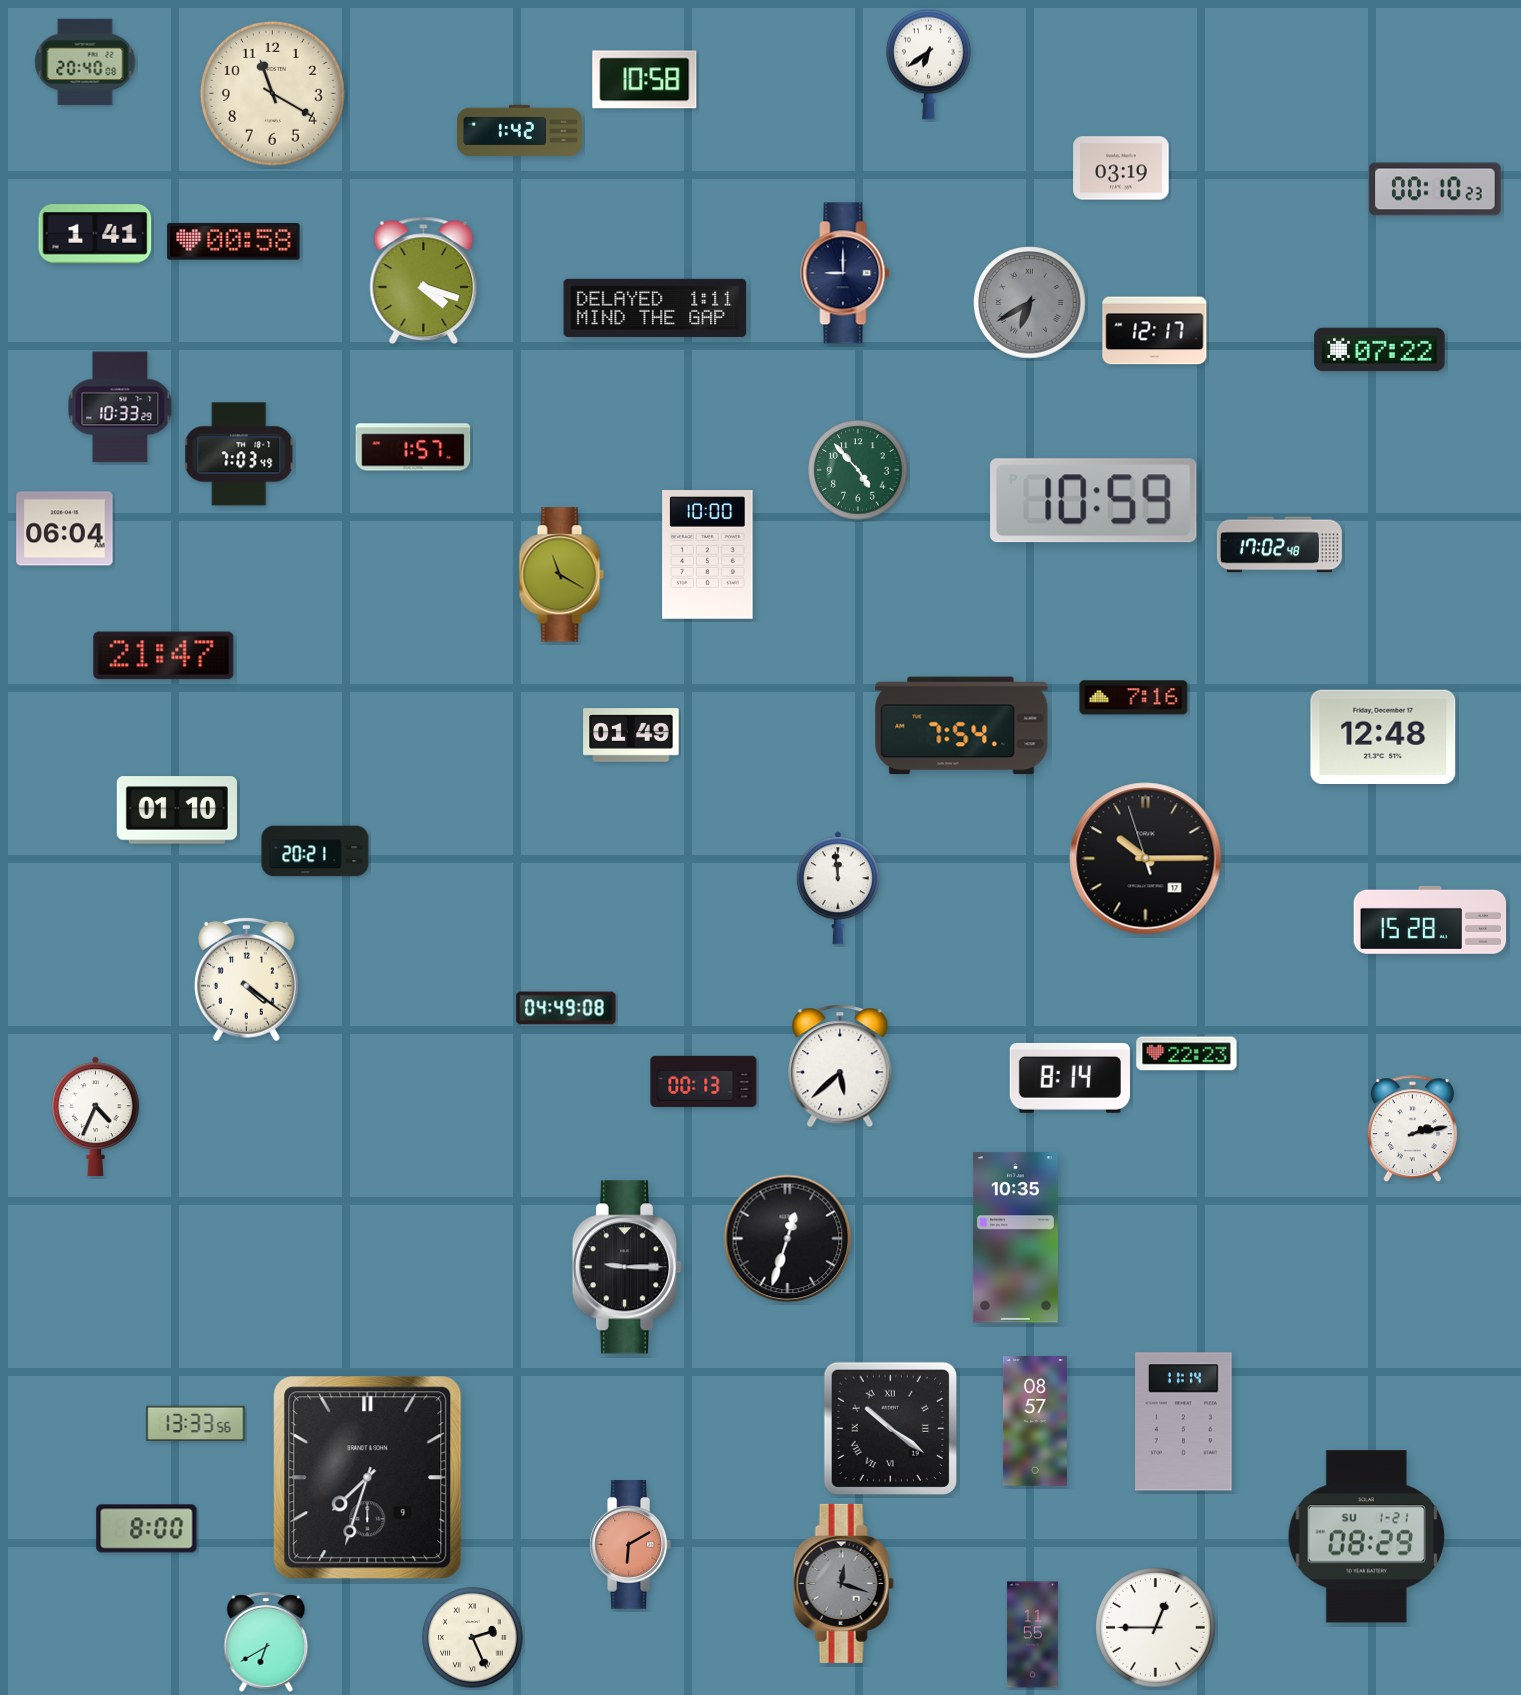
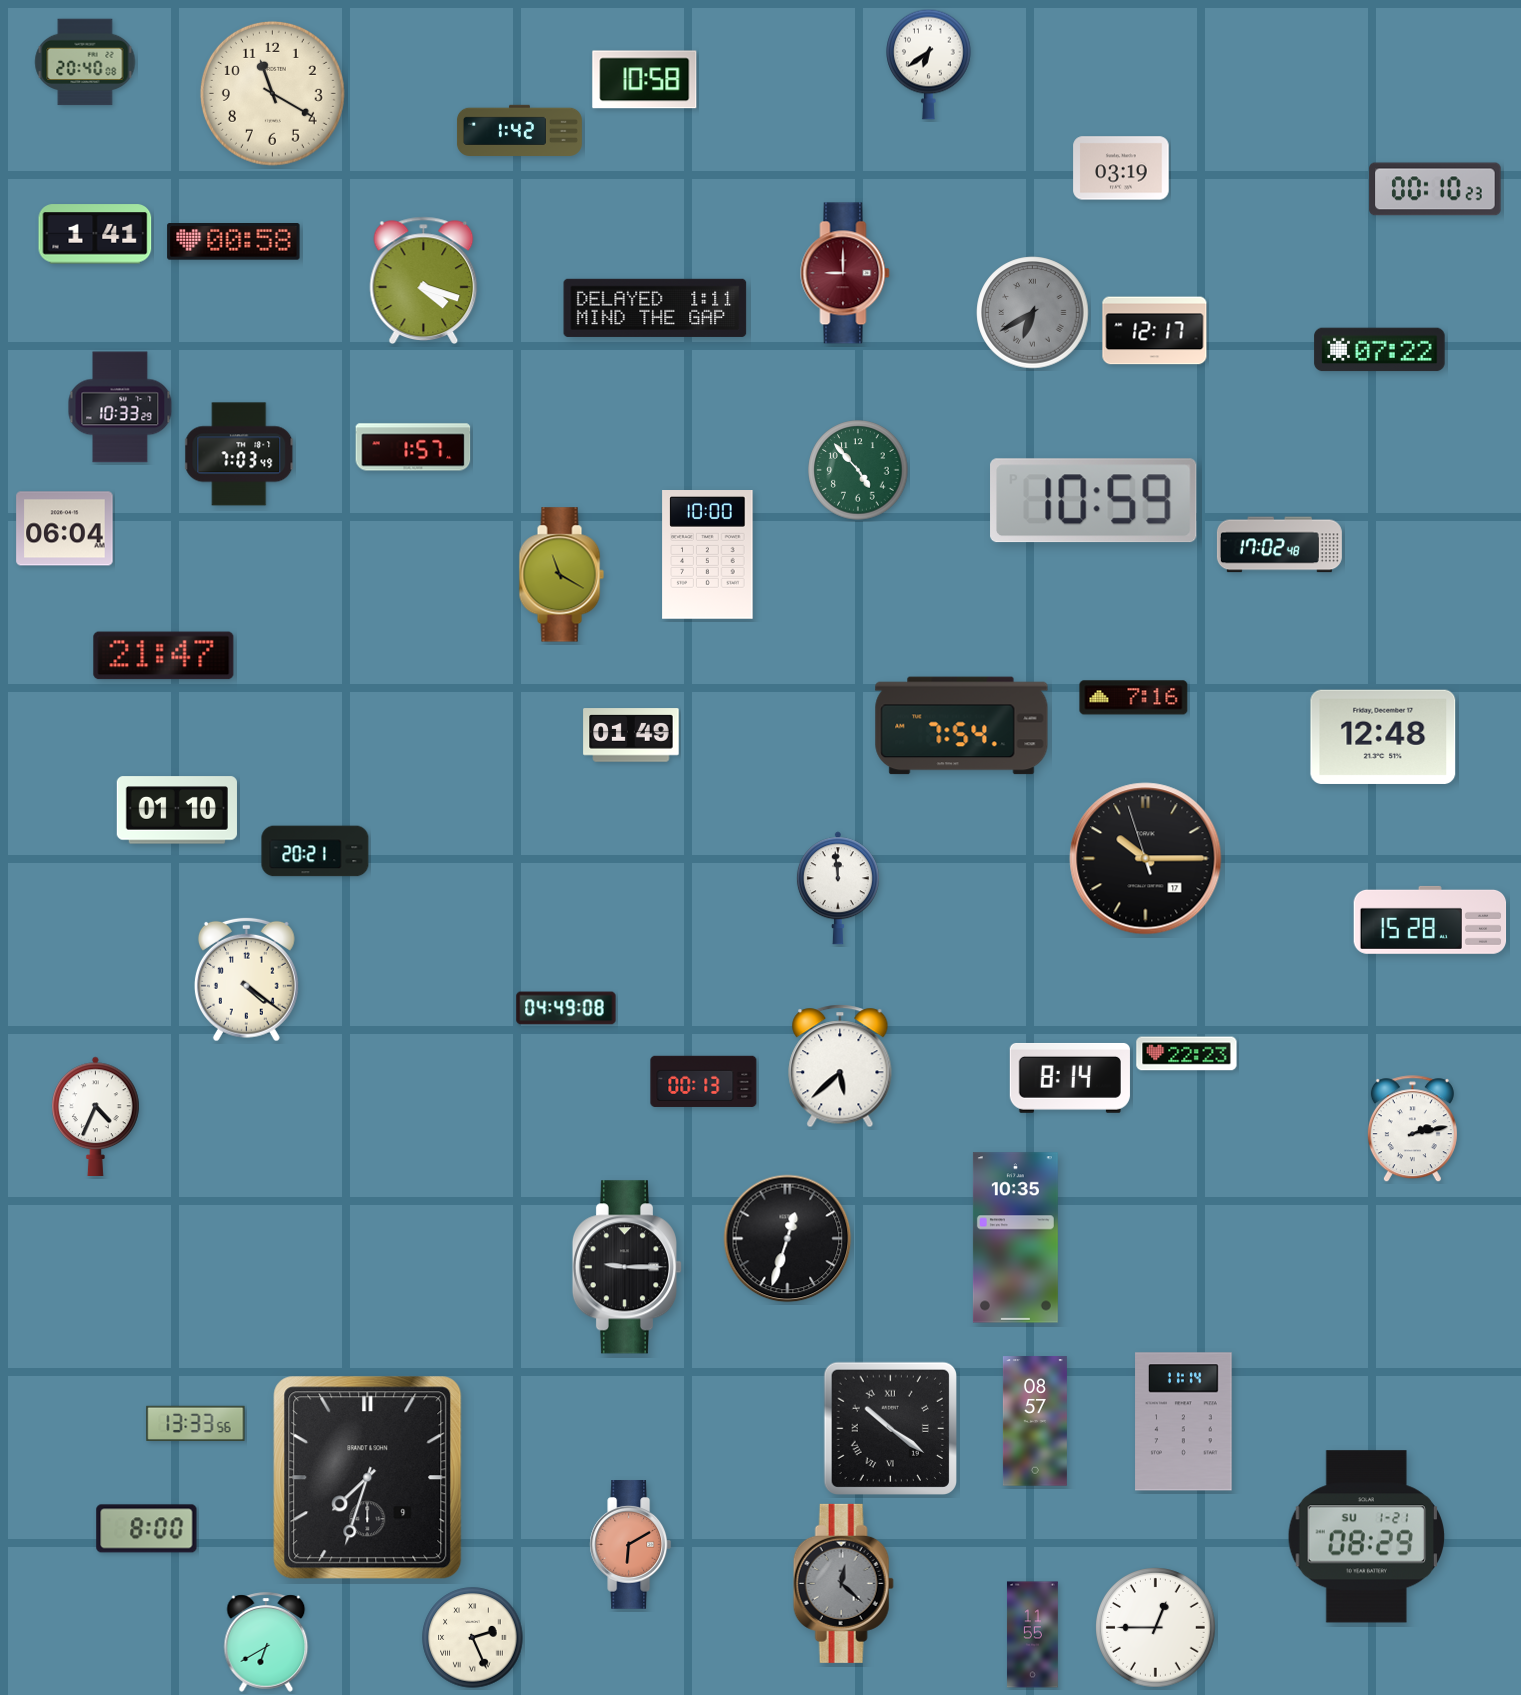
clock at (845, 273) dial: navy -> burgundy
clock at (1030, 303) position: (1030, 303) -> (1033, 313)
clock at (843, 1583): 12:18 -> 12:22
